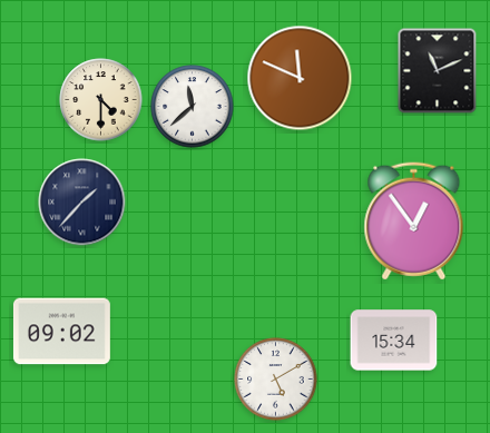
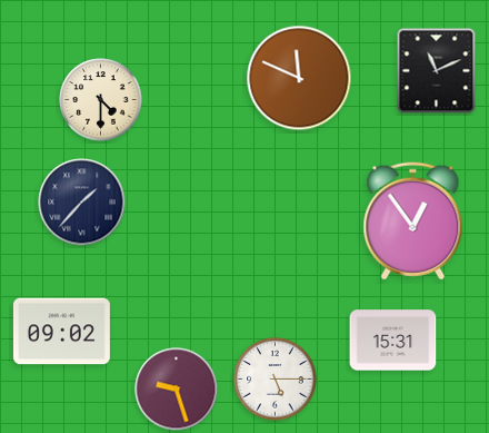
clock at (193, 107): 11:38 -> none
clock at (394, 341): 15:34 -> 15:31
clock at (276, 380): 5:10 -> 5:15
clock at (177, 390): none -> 9:27
